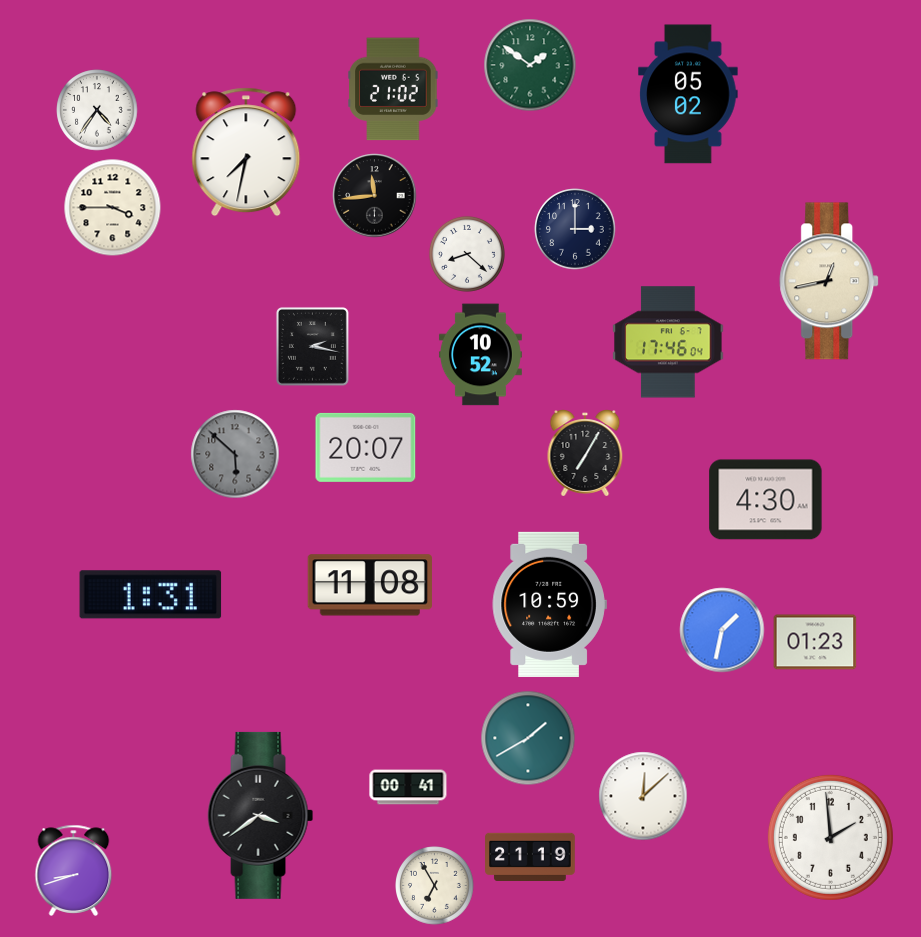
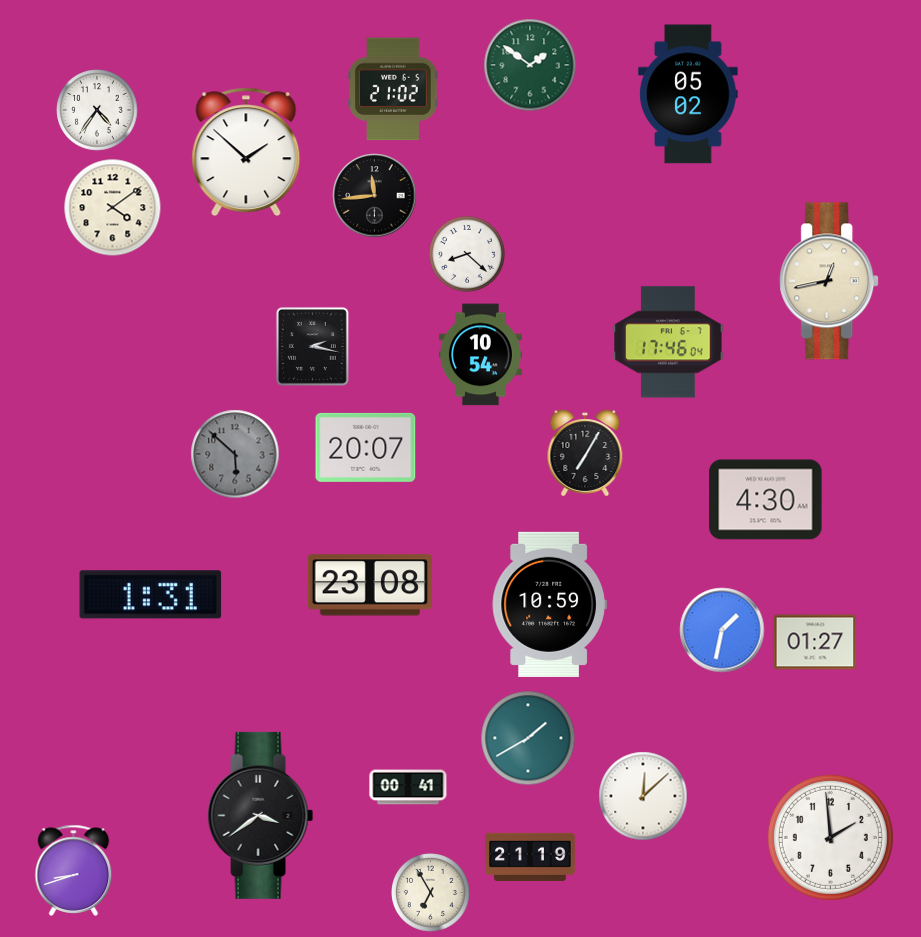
clock at (246, 152): 7:32 -> 1:52
clock at (113, 208): 3:45 -> 4:09
clock at (575, 229): 3:00 -> none
clock at (480, 355): 10:52 -> 10:54
clock at (370, 585): 11:08 -> 23:08
clock at (815, 642): 01:23 -> 01:27
clock at (435, 886) position: (435, 886) -> (431, 893)
